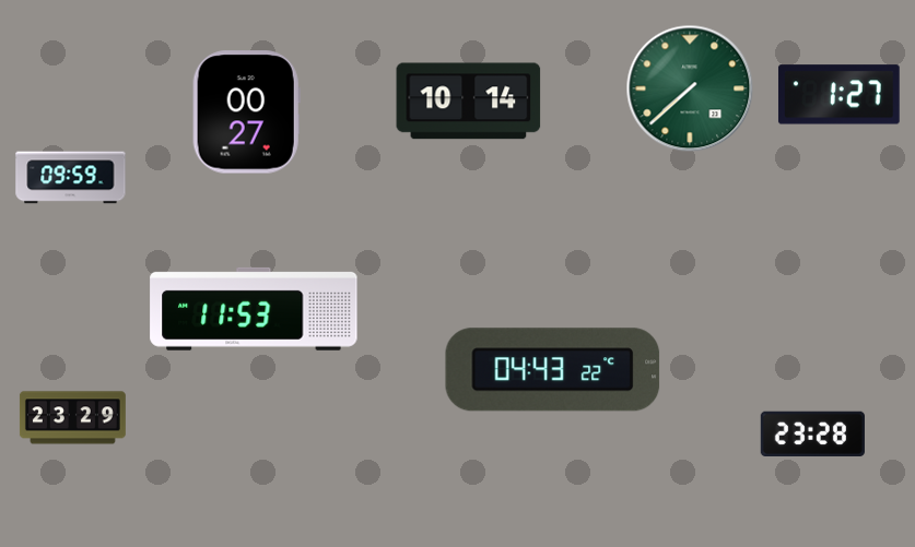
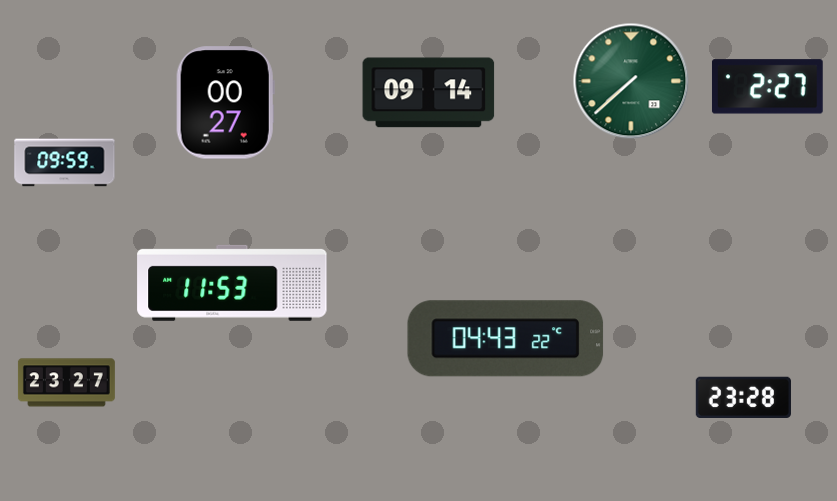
clock at (838, 95): 1:27 -> 2:27
clock at (469, 102): 10:14 -> 09:14
clock at (72, 418): 23:29 -> 23:27
